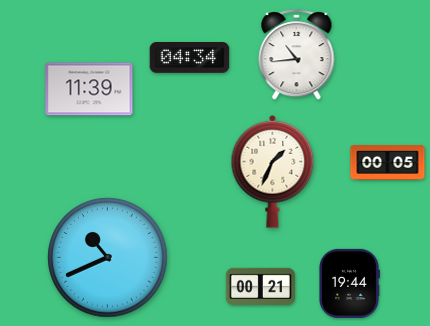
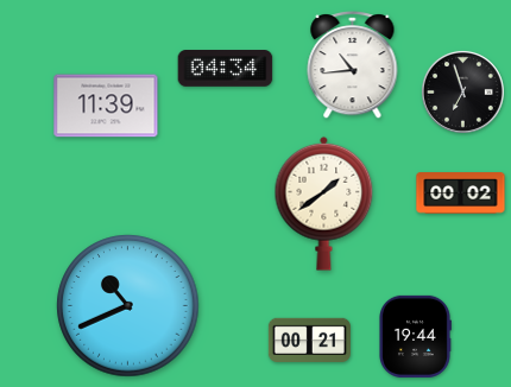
clock at (462, 91): none -> 6:57
clock at (388, 163): 00:05 -> 00:02
clock at (273, 171): 1:34 -> 1:39
